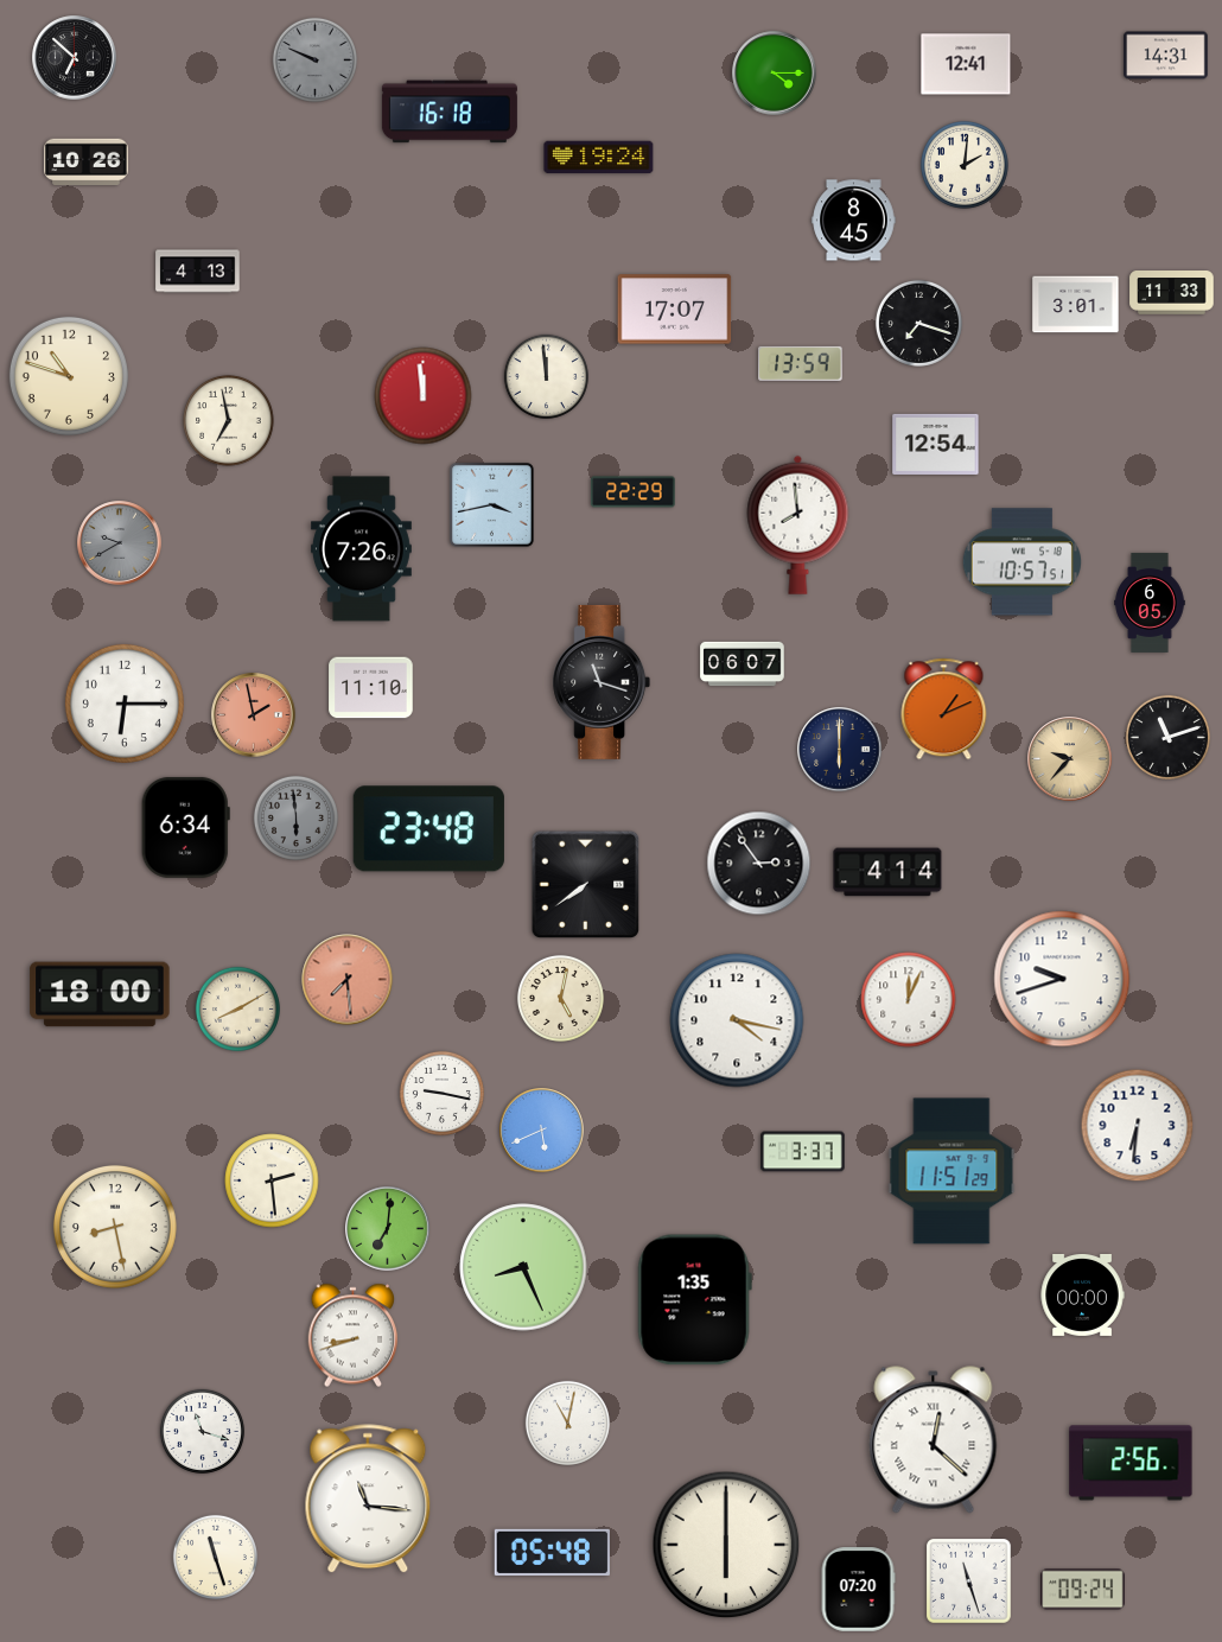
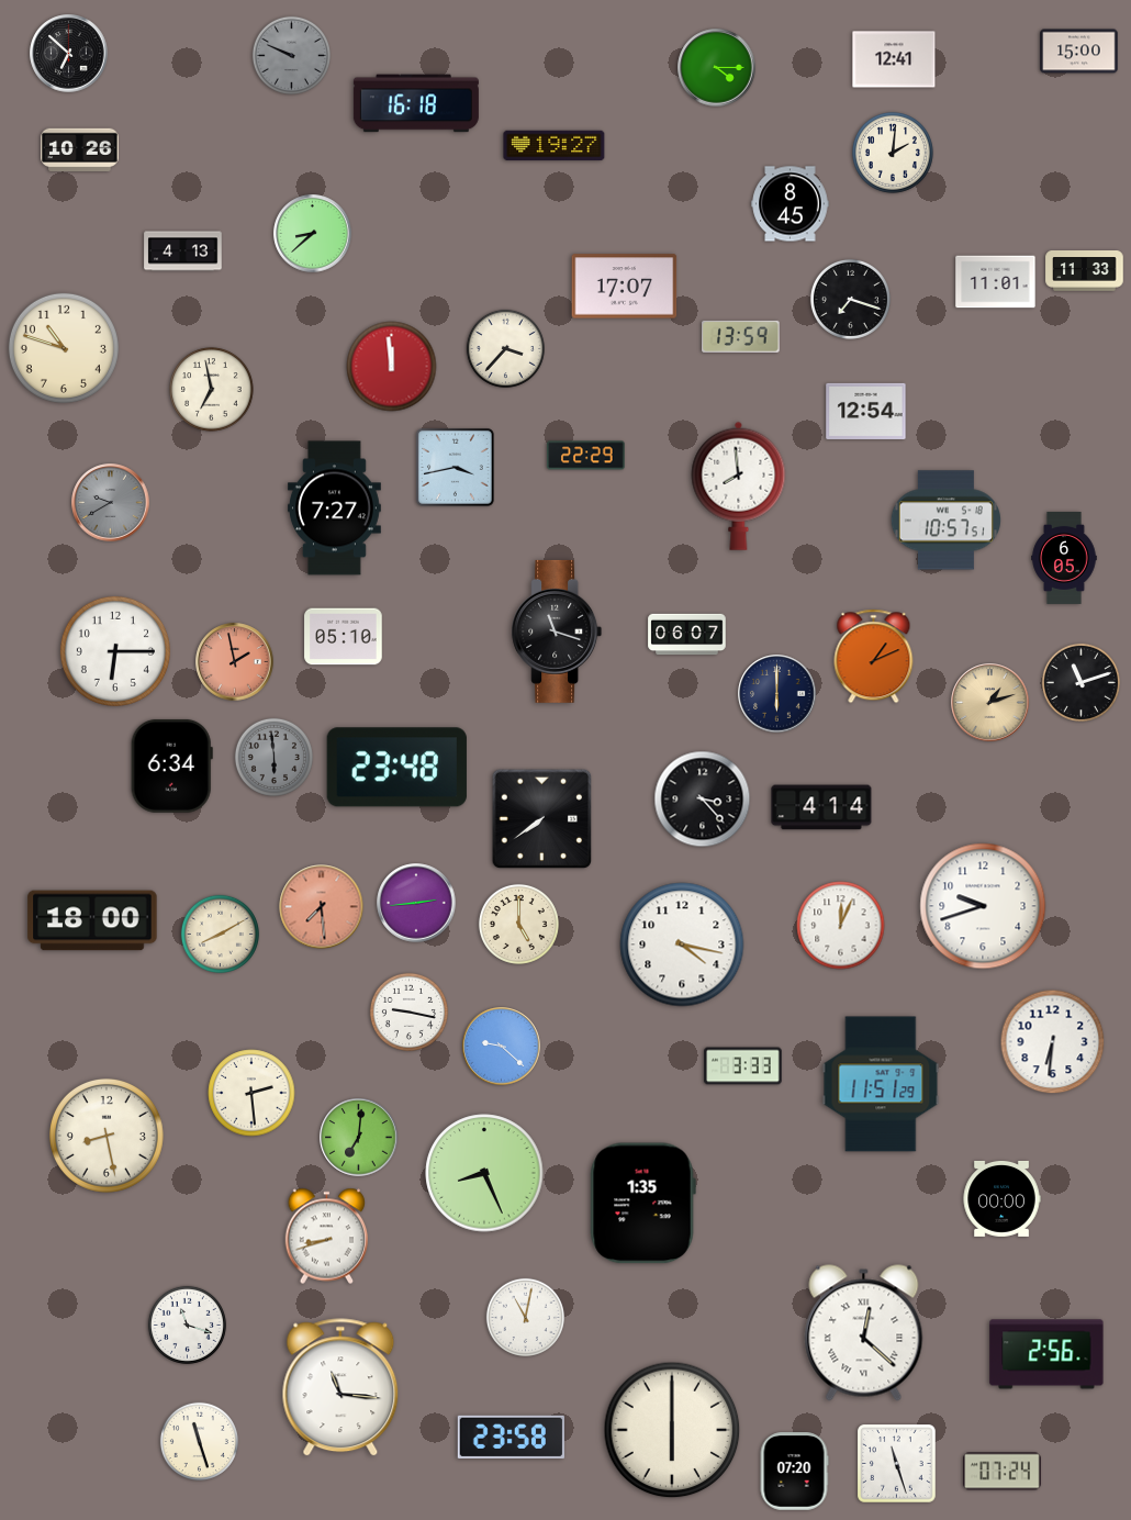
clock at (1166, 56): 14:31 -> 15:00
clock at (599, 158): 19:24 -> 19:27
clock at (313, 234): none -> 8:38
clock at (1076, 305): 3:01 -> 11:01
clock at (546, 376): 11:59 -> 3:37
clock at (361, 549): 7:26 -> 7:27
clock at (743, 664) position: (743, 664) -> (687, 635)
clock at (371, 688): 11:10 -> 05:10
clock at (1070, 759): 9:37 -> 1:12
clock at (759, 864): 2:54 -> 3:23
clock at (416, 903): none -> 2:44
clock at (560, 998): 5:02 -> 5:00
clock at (542, 1131): 5:41 -> 9:22
clock at (803, 1152): 3:37 -> 3:33
clock at (552, 1552): 05:48 -> 23:58
clock at (1083, 1590): 09:24 -> 07:24
